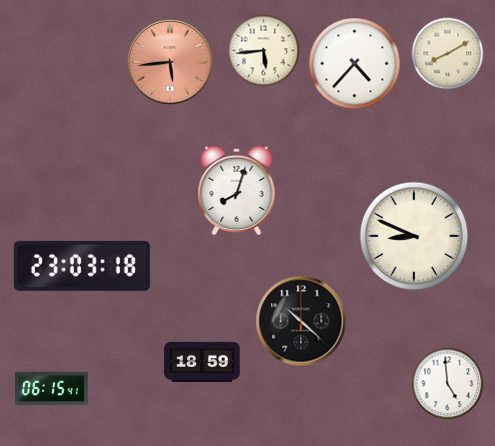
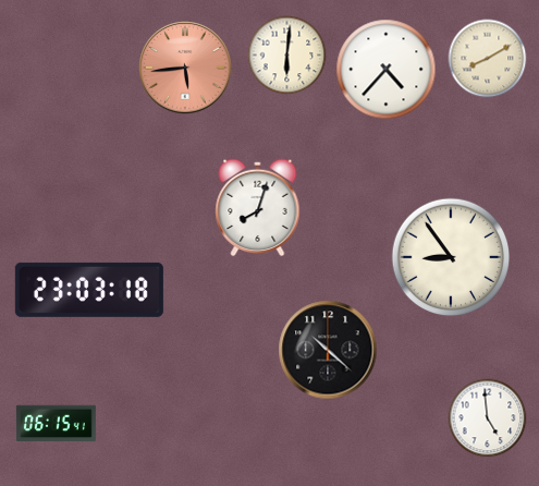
clock at (264, 51): 5:44 -> 6:01
clock at (414, 236): 8:49 -> 8:54
clock at (202, 361): 18:59 -> none
